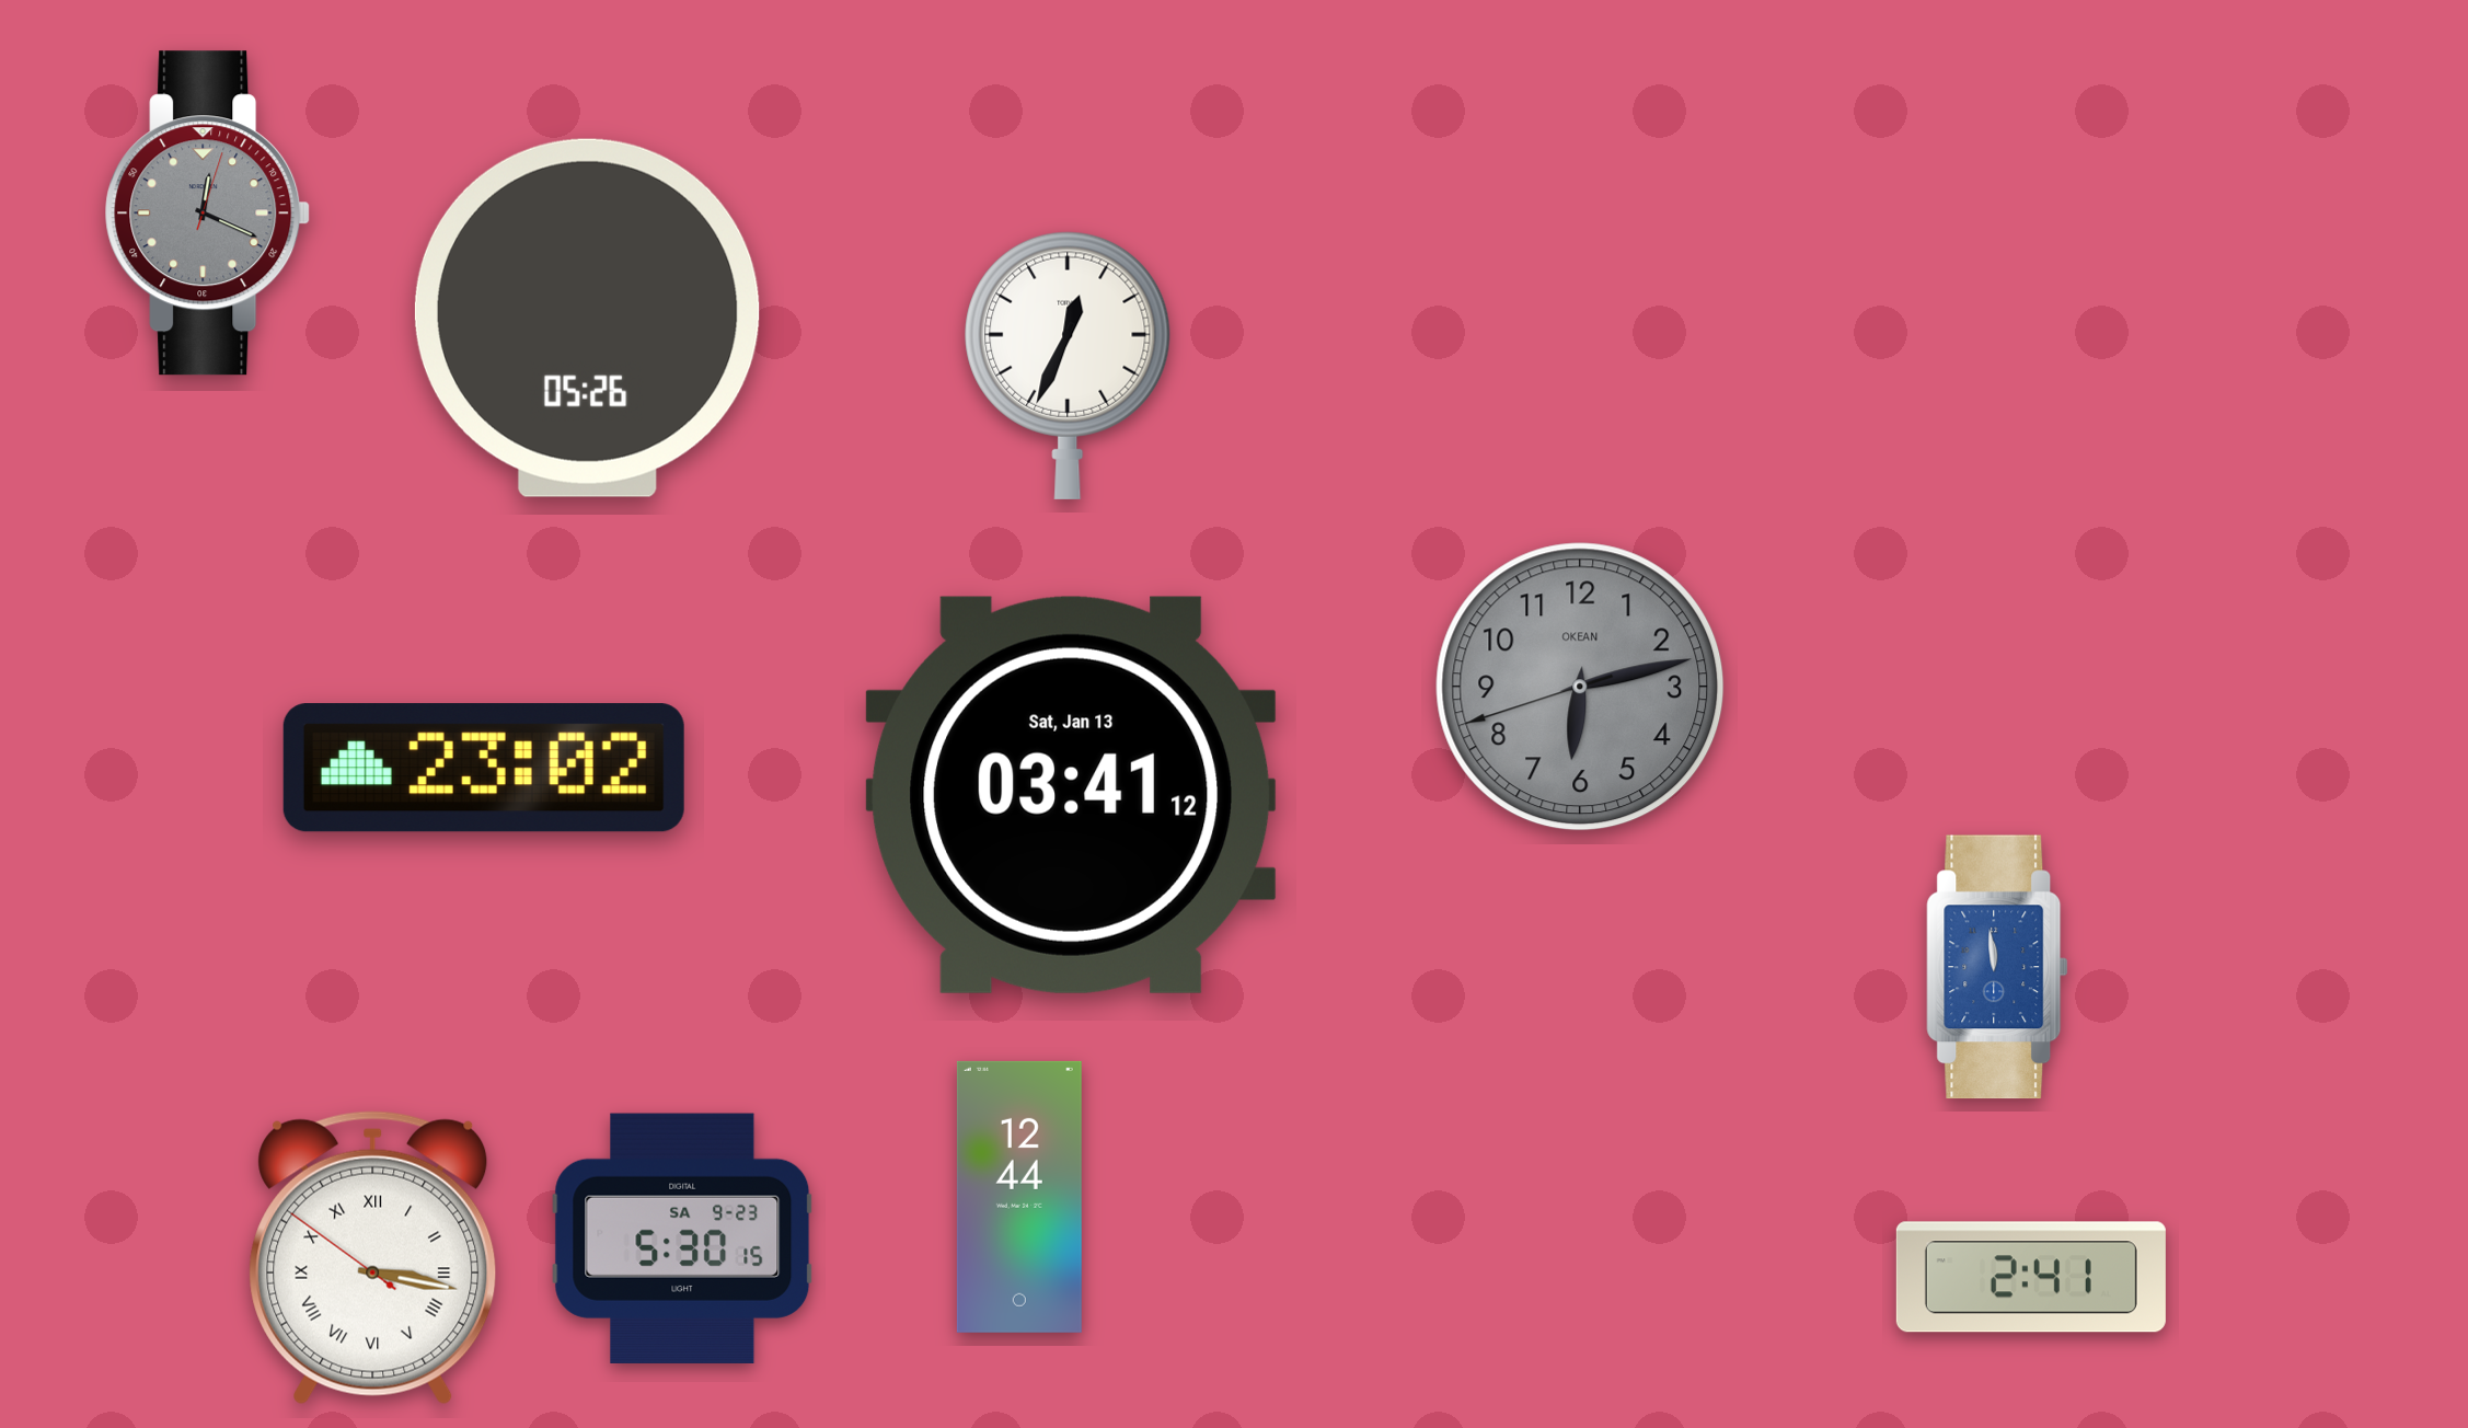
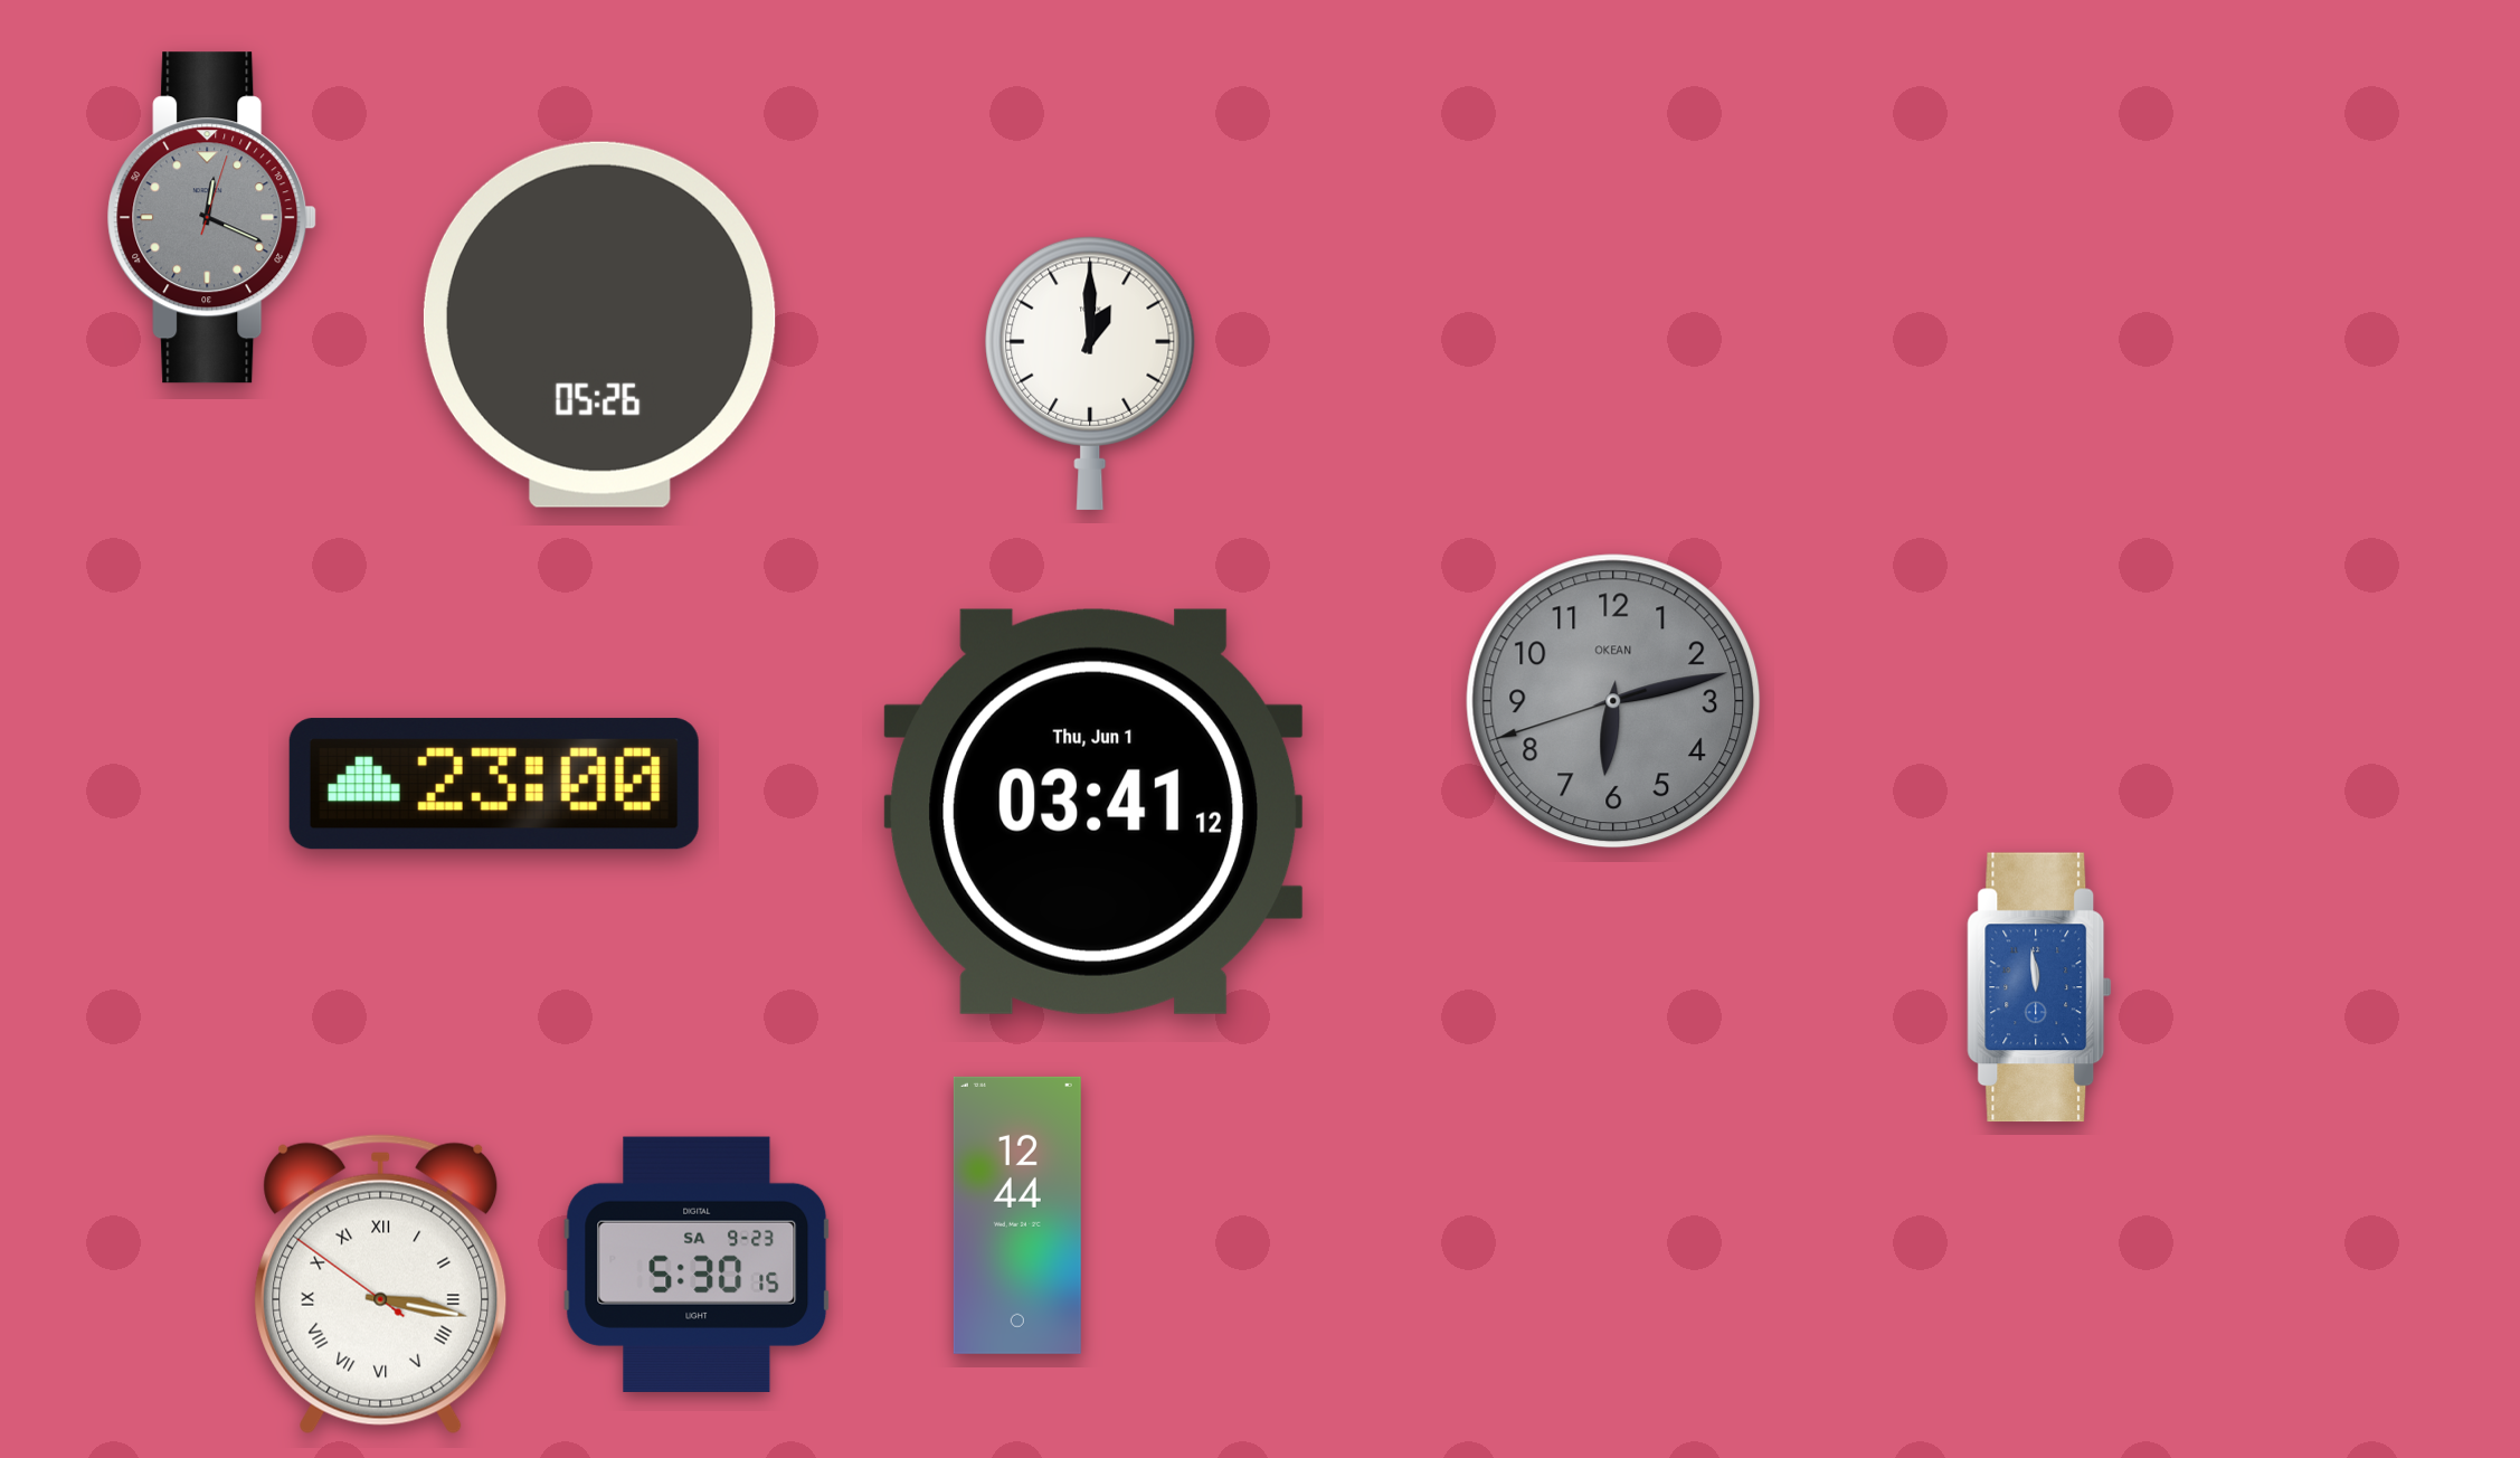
clock at (1068, 366): 12:34 -> 1:00
clock at (484, 768): 23:02 -> 23:00
clock at (1071, 795) date: Sat, Jan 13 -> Thu, Jun 1
clock at (1019, 1197) position: (1019, 1197) -> (1017, 1215)
clock at (2031, 1277): 2:41 -> none
